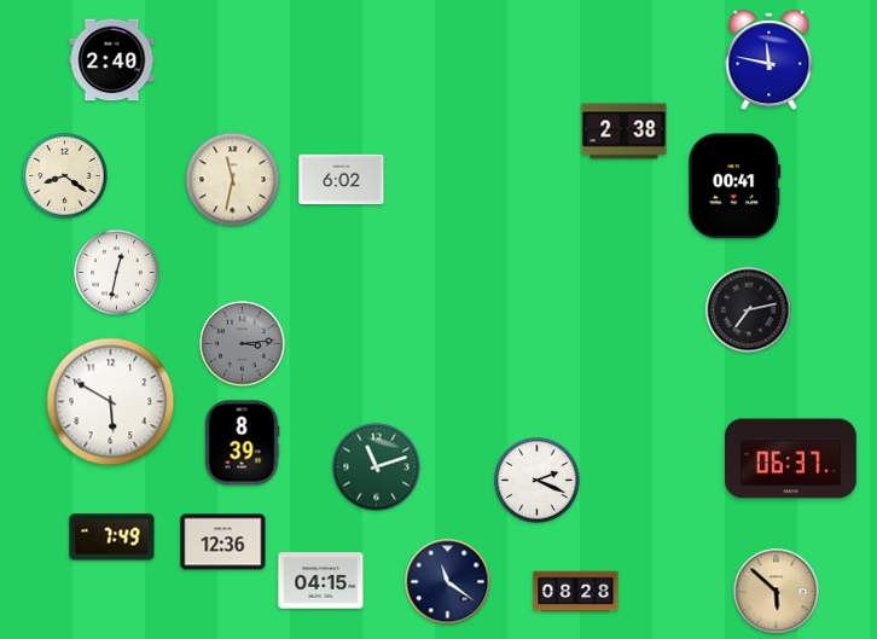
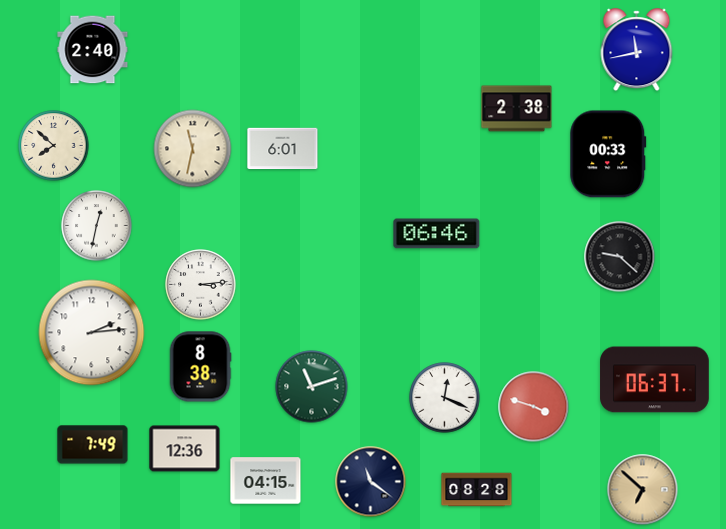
clock at (769, 60): 11:47 -> 11:43
clock at (65, 176): 8:21 -> 7:52
clock at (342, 180): 6:02 -> 6:01
clock at (734, 186): 00:41 -> 00:33
clock at (437, 234): none -> 06:46
clock at (749, 310): 7:13 -> 9:22
clock at (243, 344) dial: grey -> white
clock at (111, 402): 5:50 -> 2:14
clock at (242, 443): 8:39 -> 8:38
clock at (538, 481): 2:19 -> 12:19
clock at (534, 407): none -> 3:48
clock at (777, 592): 5:52 -> 6:52
